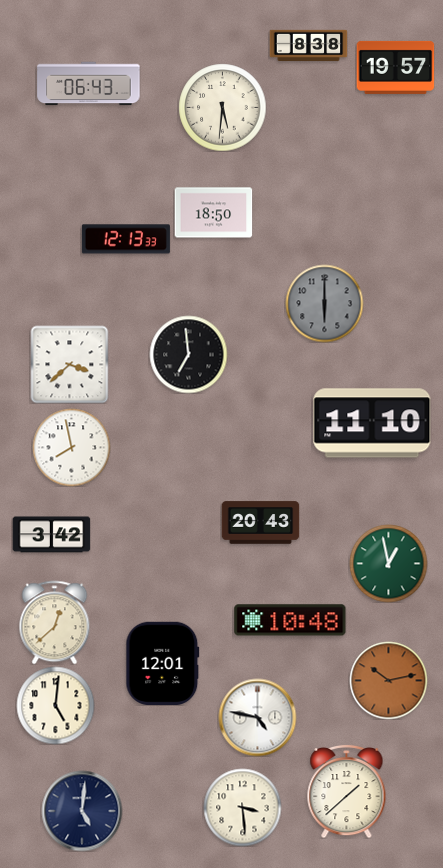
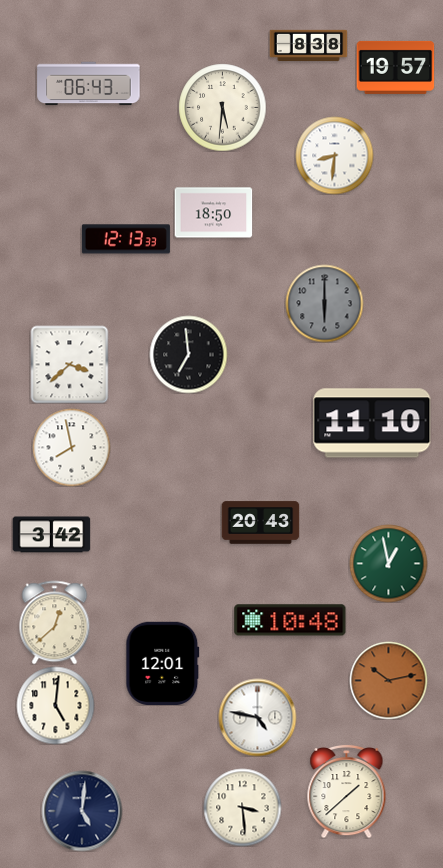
clock at (334, 155): none -> 8:31
